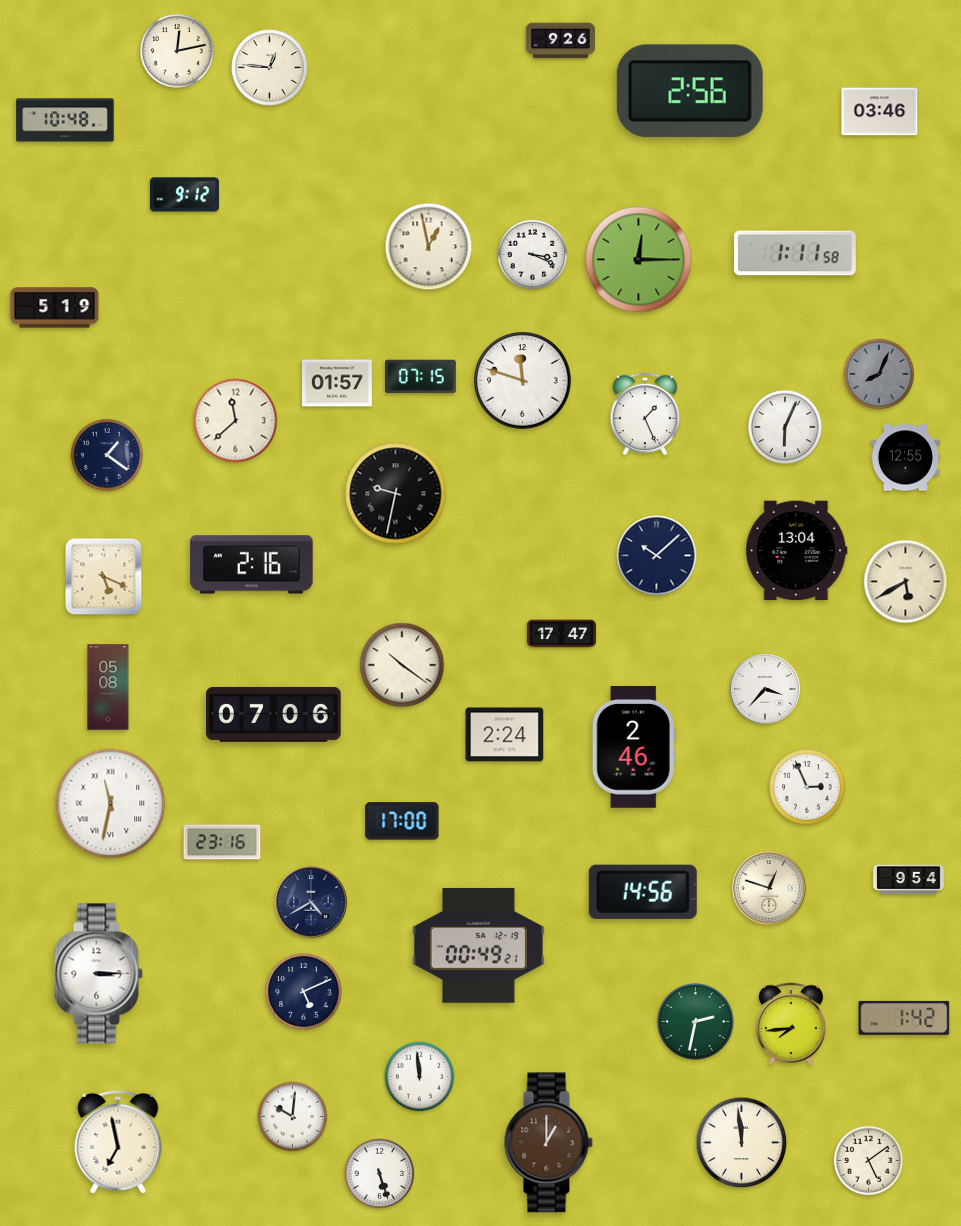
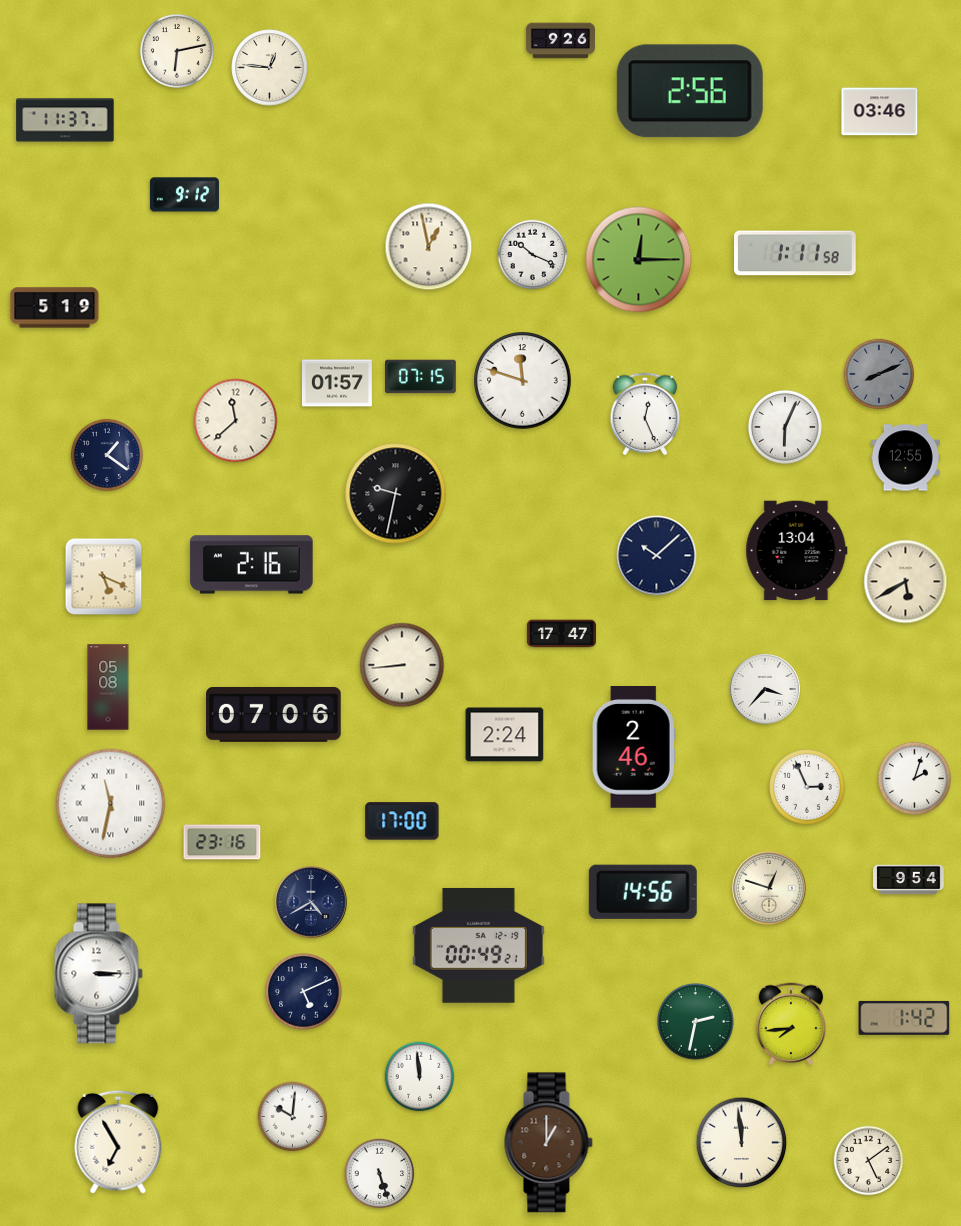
clock at (177, 51): 12:13 -> 6:13
clock at (65, 120): 10:48 -> 11:37
clock at (533, 255): 3:19 -> 10:19
clock at (879, 374): 8:04 -> 8:11
clock at (645, 414): 1:26 -> 12:26
clock at (402, 665): 10:21 -> 8:44
clock at (914, 778): none -> 2:03
clock at (118, 1142): 6:58 -> 6:55
